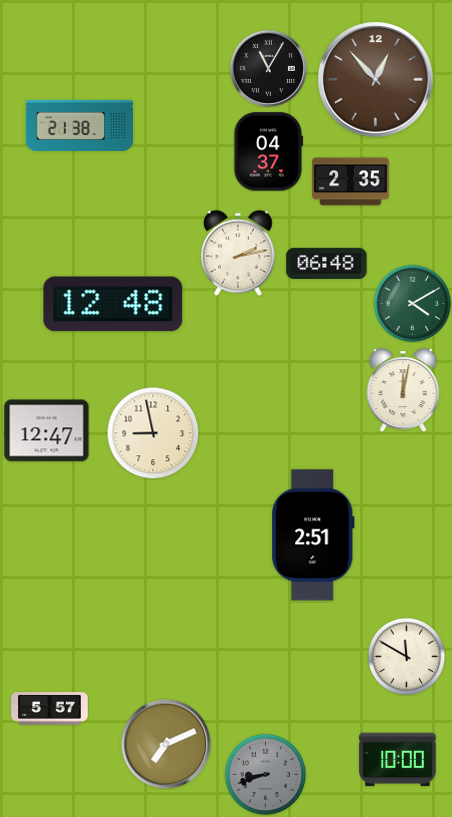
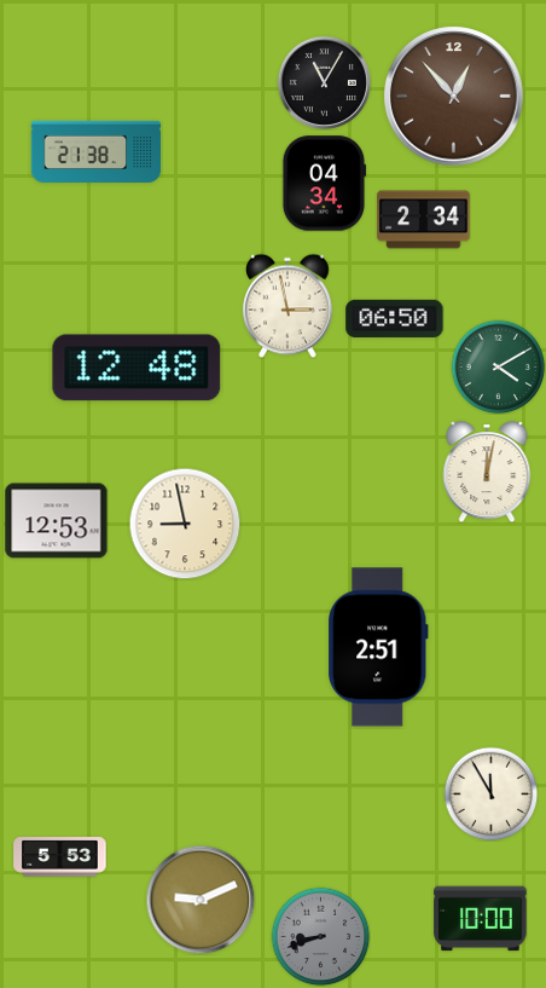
clock at (269, 152): 04:37 -> 04:34
clock at (351, 182): 2:35 -> 2:34
clock at (238, 253): 2:13 -> 2:58
clock at (327, 263): 06:48 -> 06:50
clock at (47, 431): 12:47 -> 12:53
clock at (406, 656): 11:50 -> 11:55
clock at (50, 709): 5:57 -> 5:53
clock at (166, 744): 7:11 -> 9:11
